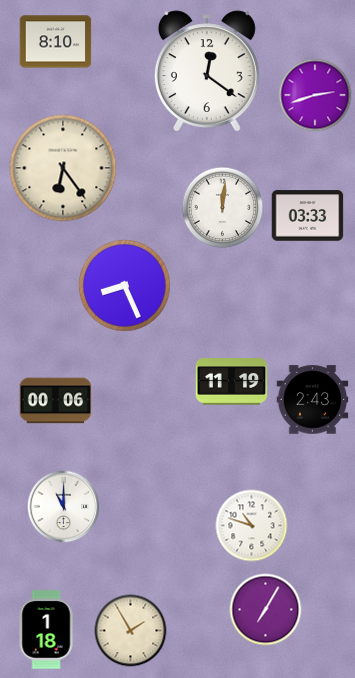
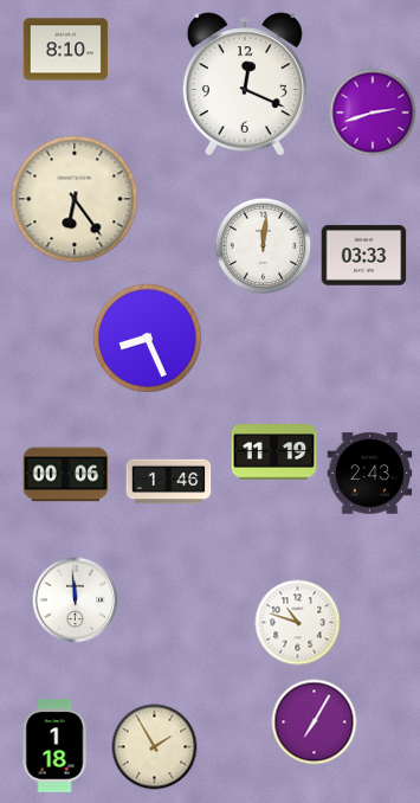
clock at (207, 71): 12:21 -> 12:19
clock at (169, 482): none -> 1:46
clock at (64, 507): 11:00 -> 11:59
